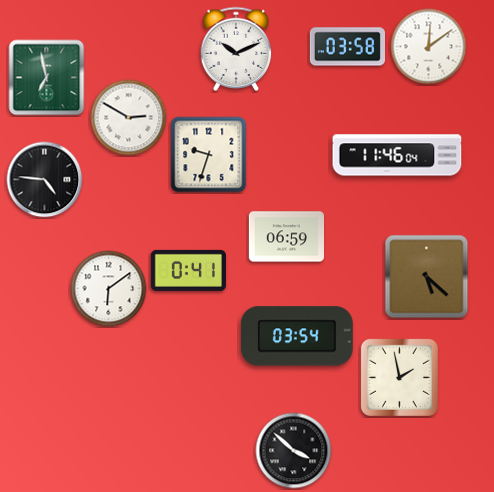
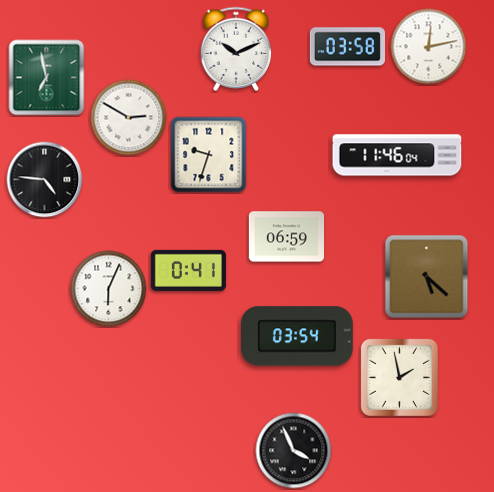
clock at (429, 47): 12:09 -> 12:13
clock at (109, 289): 6:09 -> 6:04
clock at (294, 451): 3:52 -> 3:56
